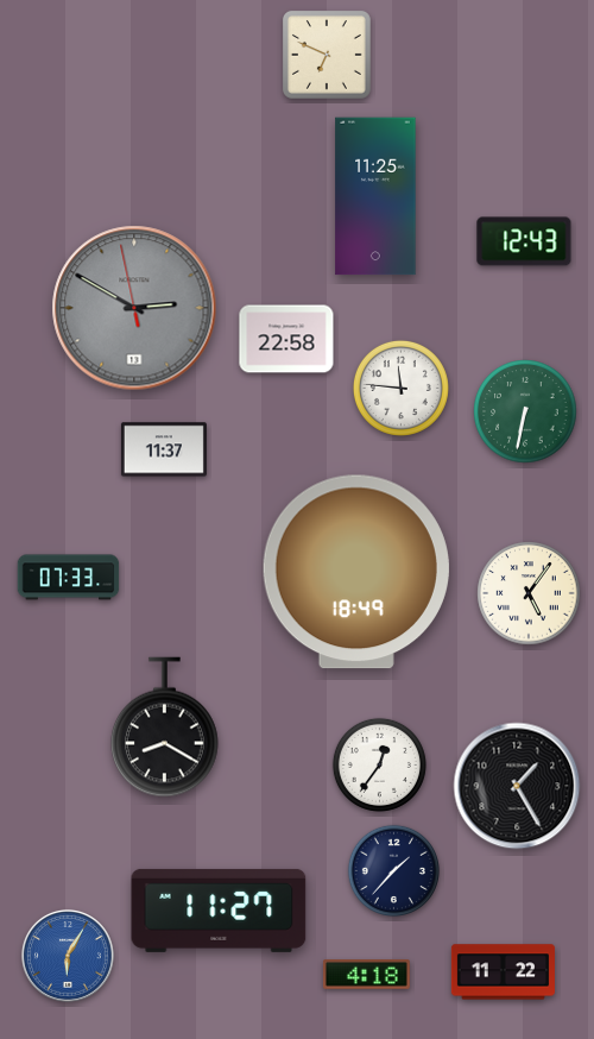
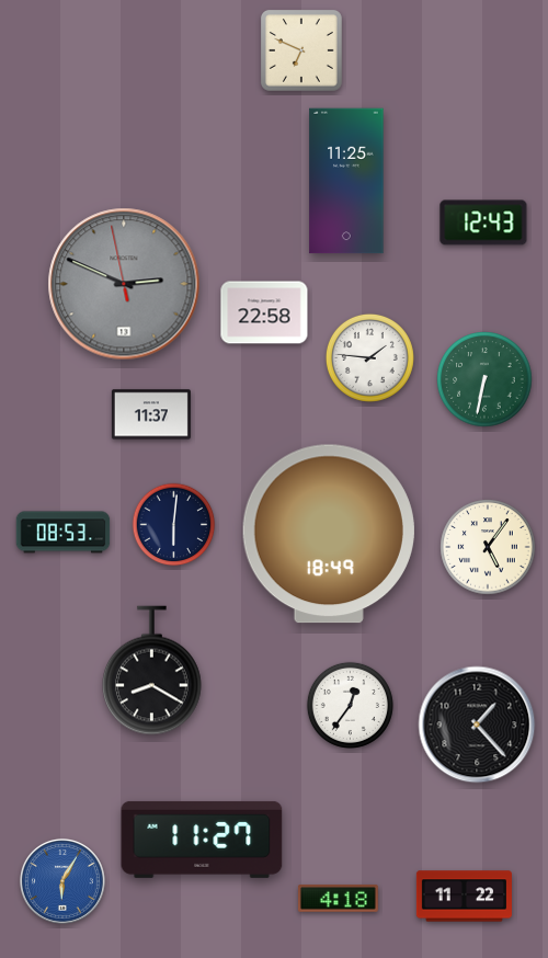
clock at (134, 308): 2:49 -> 2:48
clock at (400, 388): 11:46 -> 1:46
clock at (174, 525): none -> 6:01
clock at (356, 572) position: (356, 572) -> (329, 534)
clock at (69, 578): 07:33 -> 08:53
clock at (517, 786): 1:25 -> 1:23
clock at (393, 870): 1:37 -> none
